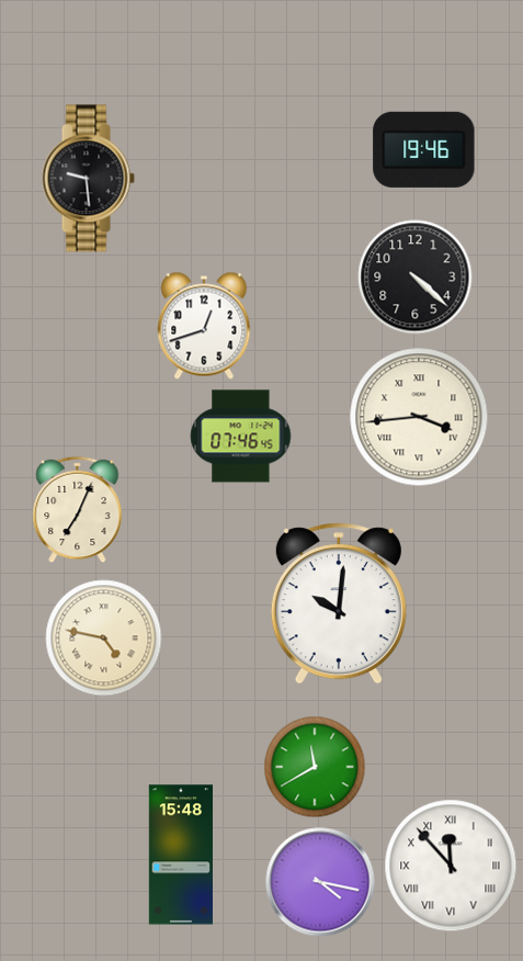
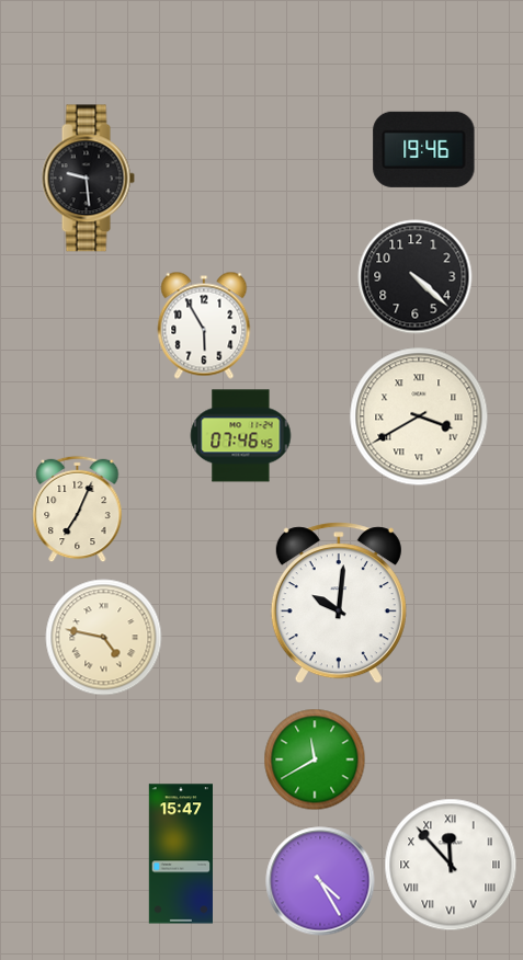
clock at (204, 326): 12:42 -> 5:55
clock at (419, 417): 3:44 -> 3:40
clock at (315, 767) position: (315, 767) -> (315, 759)
clock at (180, 855): 15:48 -> 15:47
clock at (320, 882): 4:17 -> 4:25
